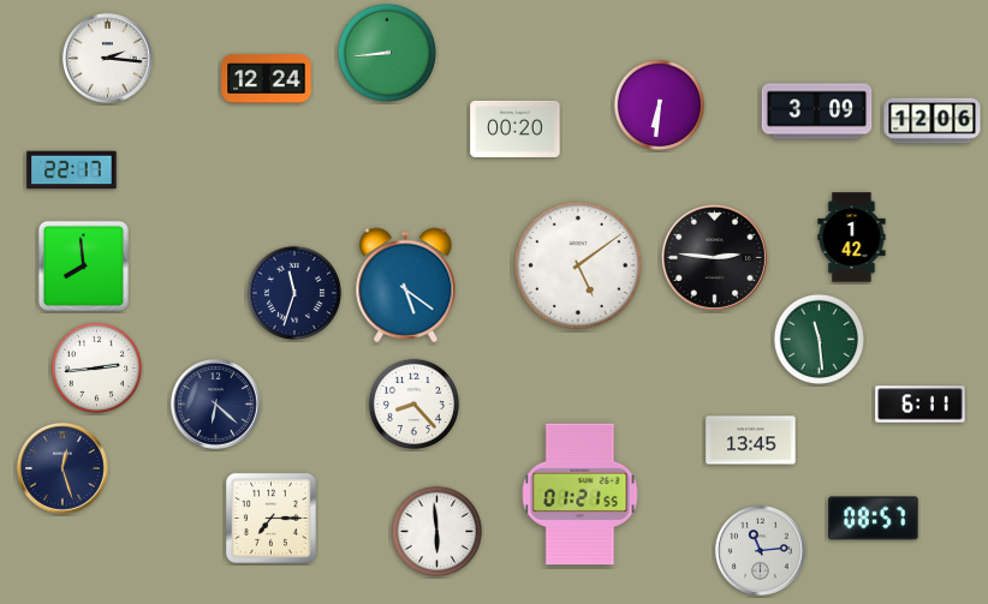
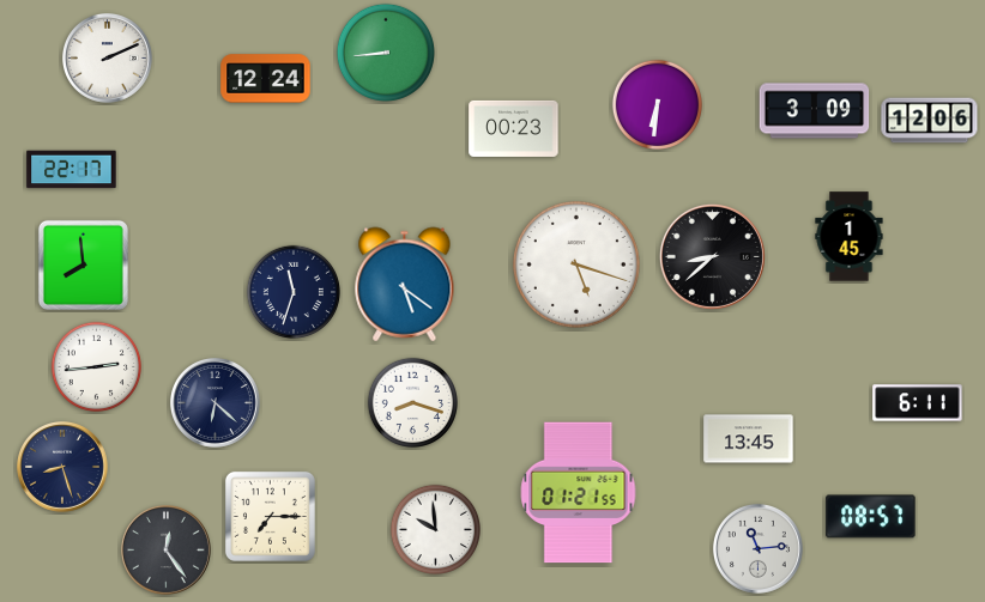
clock at (108, 59): 2:16 -> 2:11
clock at (516, 128): 00:20 -> 00:23
clock at (852, 238): 1:42 -> 1:45
clock at (714, 257): 2:46 -> 8:38
clock at (578, 265): 5:09 -> 5:18
clock at (819, 339): 11:29 -> none
clock at (413, 403): 8:23 -> 8:18
clock at (63, 468): 12:27 -> 8:27
clock at (436, 531): 5:59 -> 9:59
clock at (167, 551): none -> 12:24
